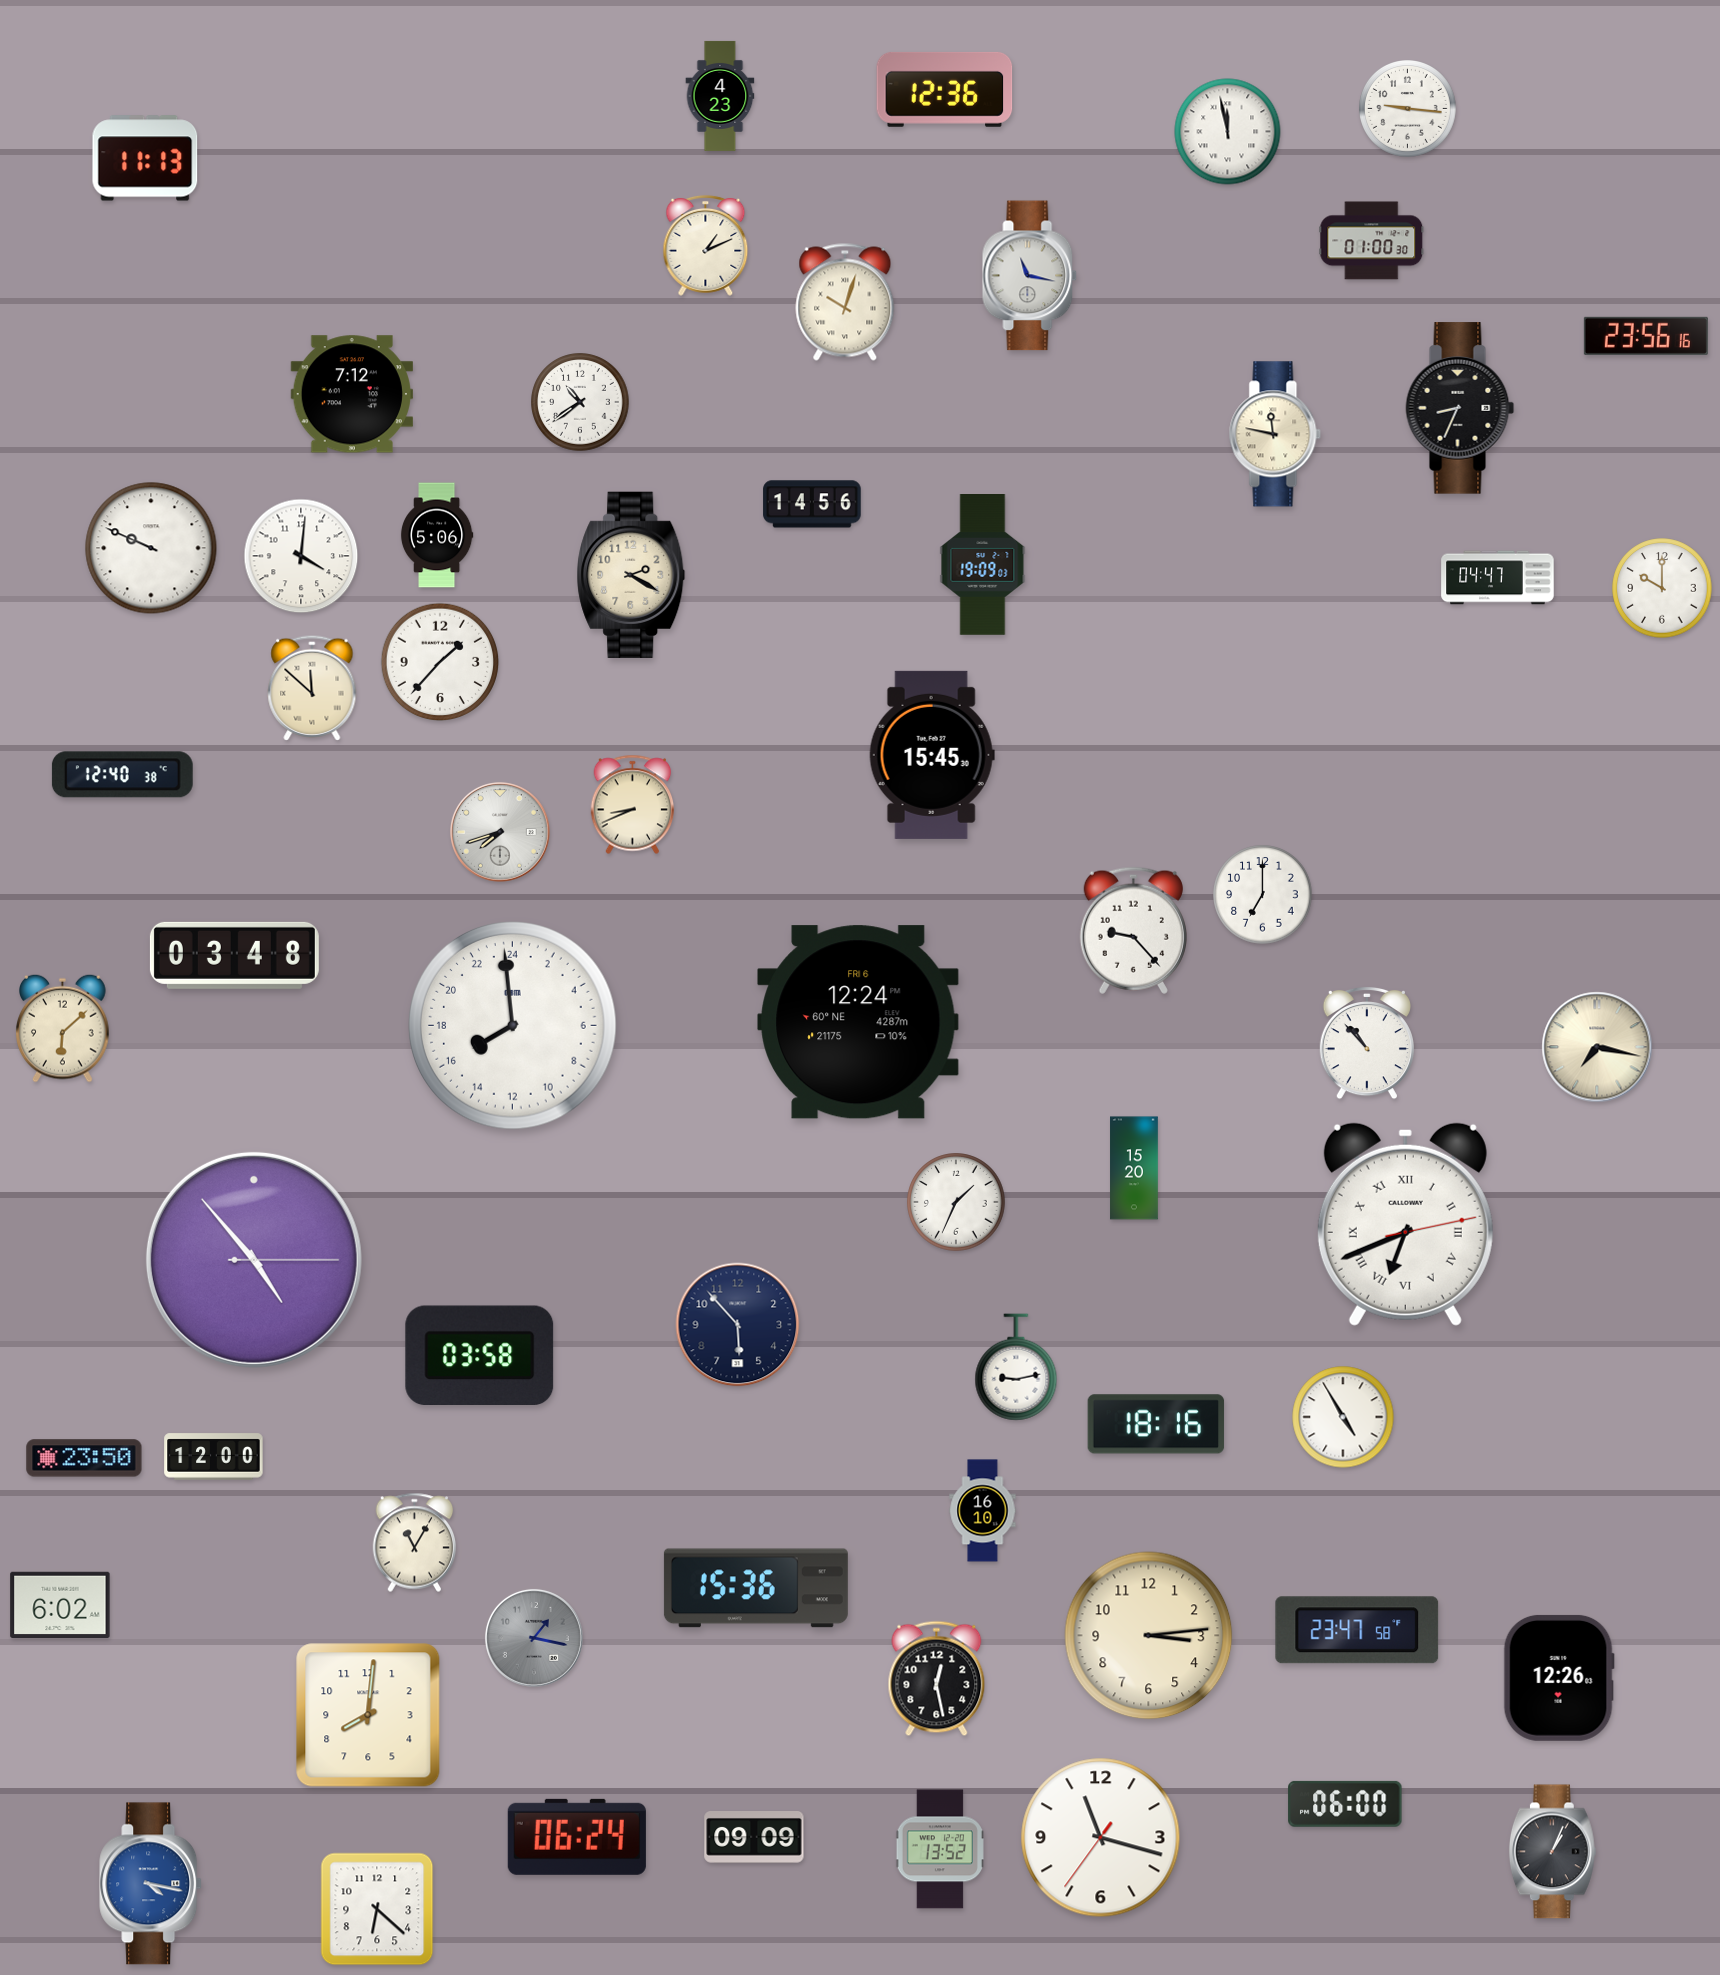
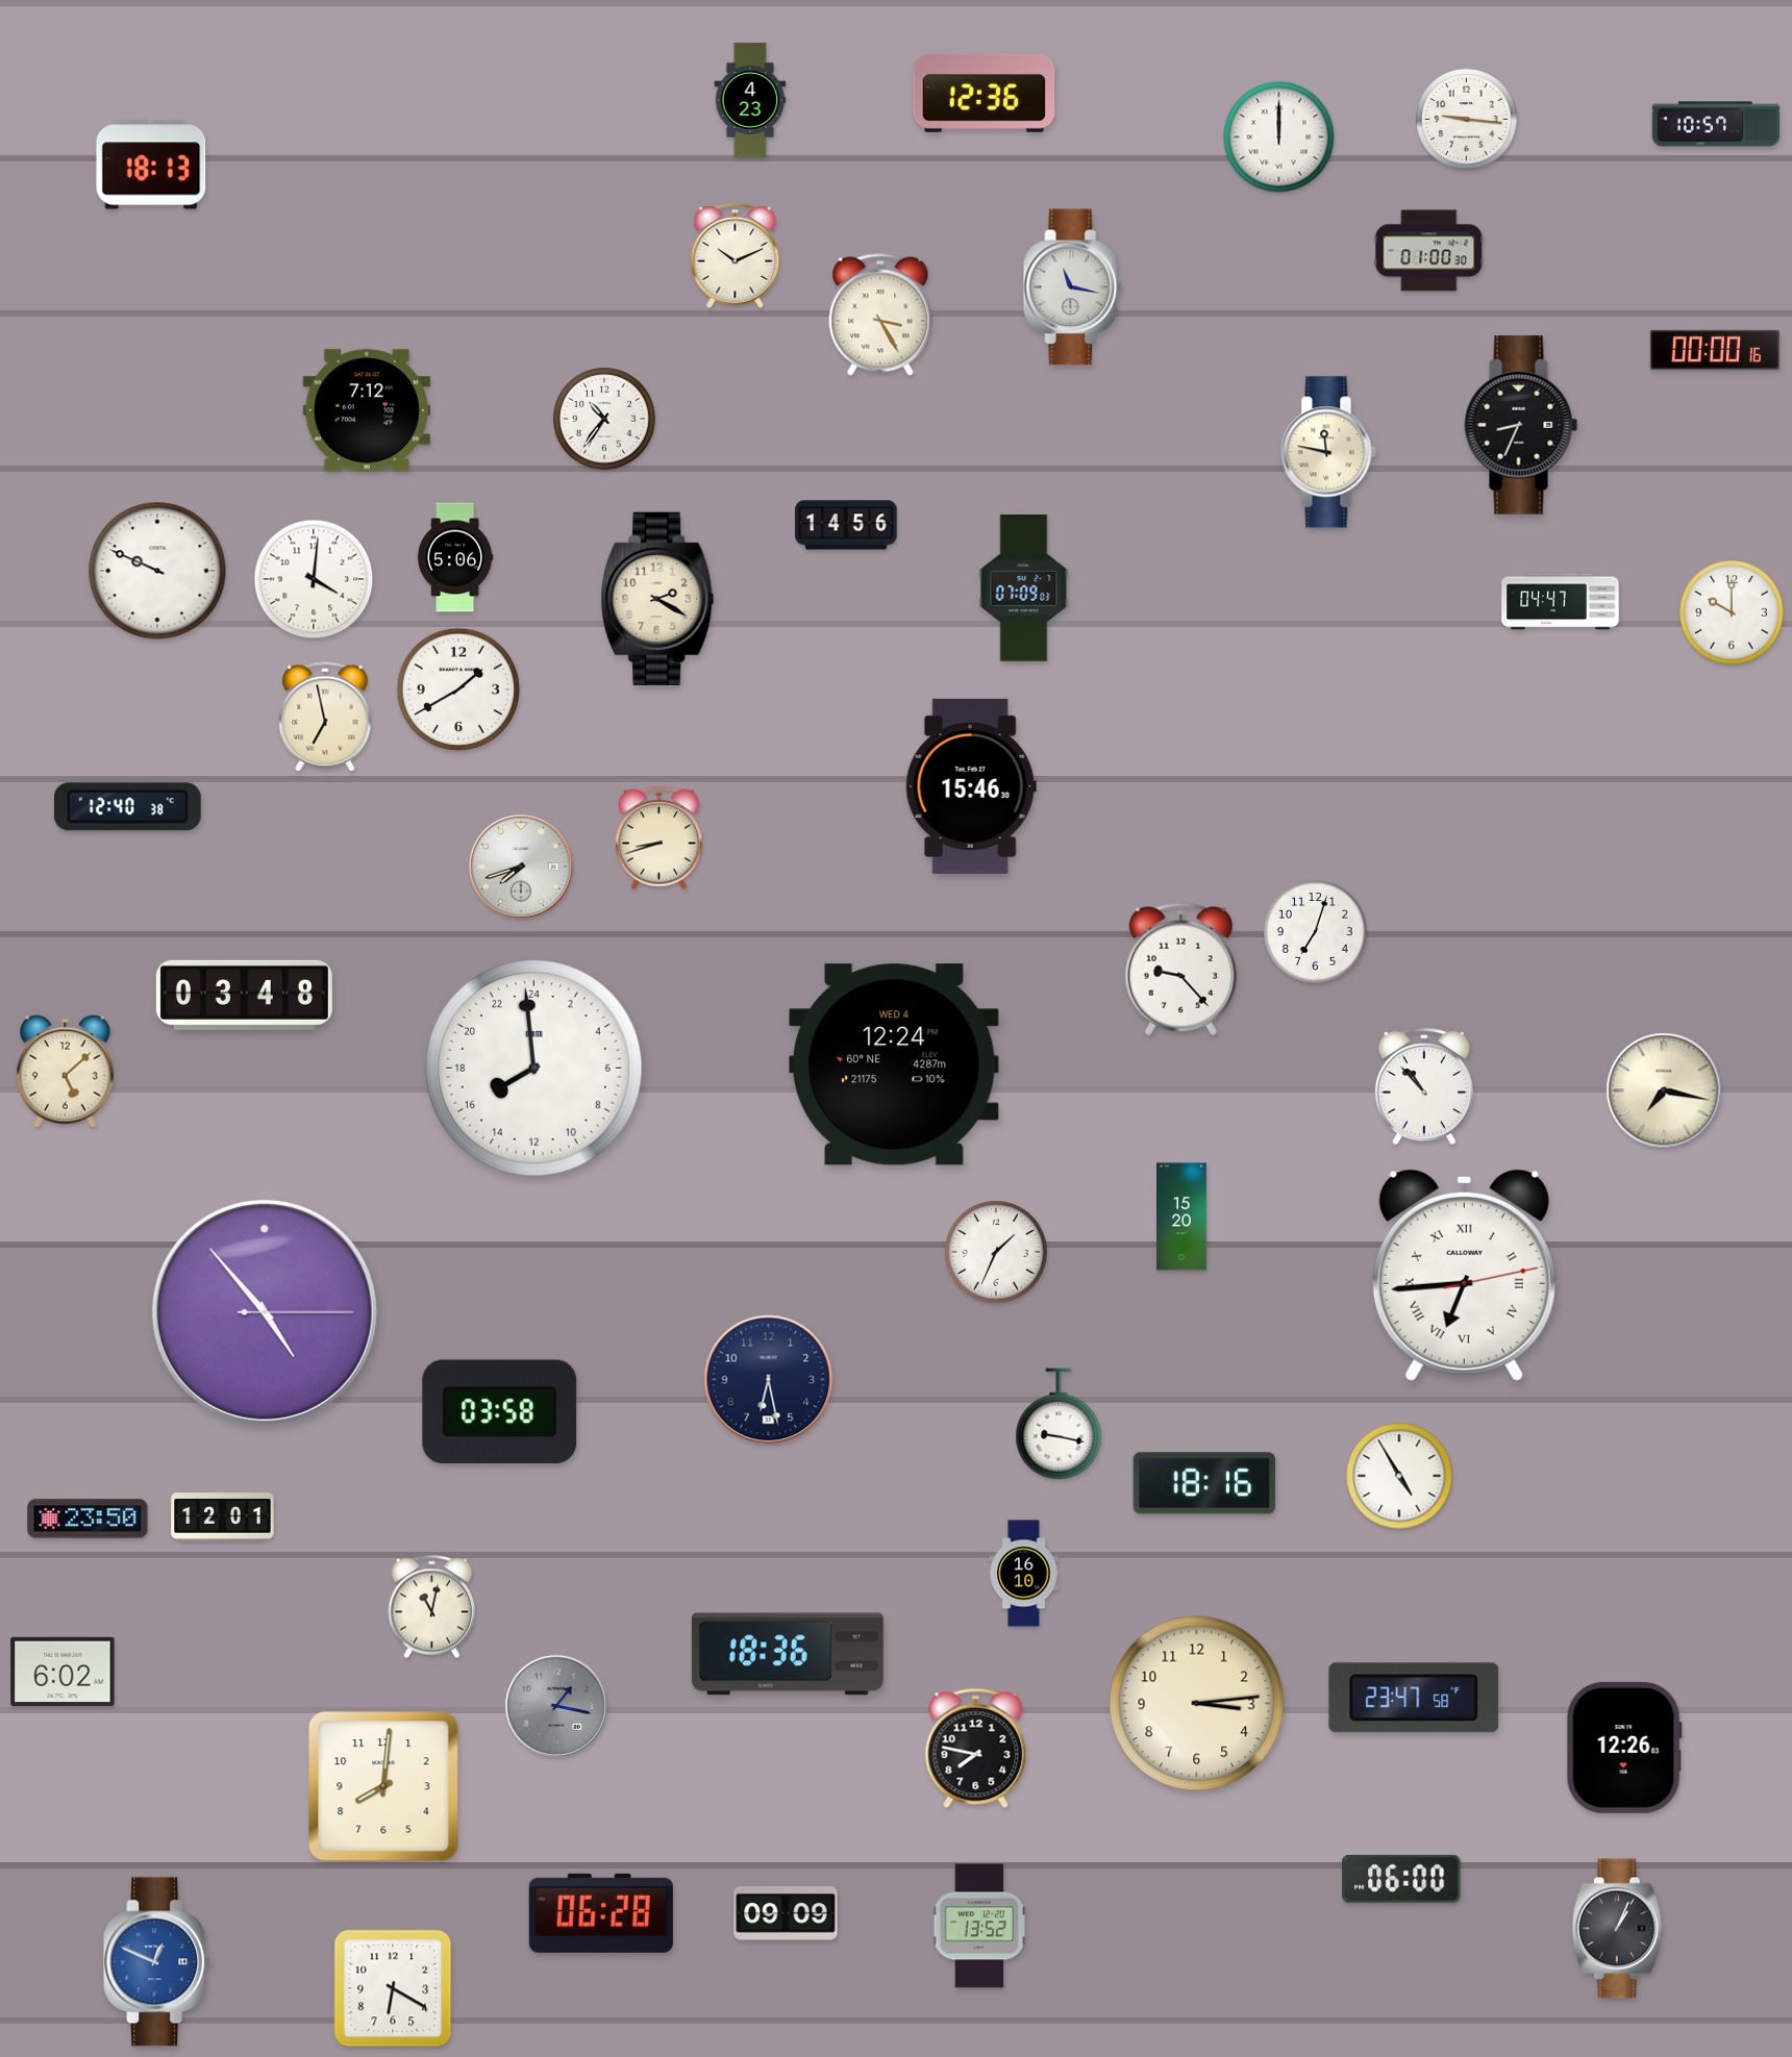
clock at (1408, 109) position: (1408, 109) -> (1467, 120)
clock at (1716, 124): none -> 10:57
clock at (1228, 132): 11:58 -> 12:00
clock at (145, 158): 11:13 -> 18:13
clock at (706, 245): 1:11 -> 10:11
clock at (845, 302): 10:03 -> 3:25
clock at (1646, 336): 23:56 -> 00:00
clock at (580, 402): 10:39 -> 10:36
clock at (983, 565): 19:09 -> 07:09
clock at (440, 662): 1:37 -> 1:40
clock at (312, 688): 11:52 -> 6:58
clock at (932, 755): 15:45 -> 15:46
clock at (633, 805): 8:41 -> 8:42
clock at (1263, 895): 7:00 -> 7:03
clock at (859, 1022) date: FRI 6 -> WED 4
clock at (63, 1028): 6:08 -> 5:08
clock at (1405, 1224): 6:41 -> 6:44
clock at (738, 1325): 5:53 -> 6:28
clock at (1016, 1367): 9:13 -> 9:17
clock at (214, 1457): 12:00 -> 12:01
clock at (415, 1543): 11:05 -> 11:02
clock at (756, 1588): 15:36 -> 18:36
clock at (937, 1679): 12:28 -> 7:47
clock at (577, 1837): 06:24 -> 06:28
clock at (1101, 1838): 11:17 -> none
clock at (151, 1884): 4:17 -> 12:49
clock at (377, 1909): 6:22 -> 6:20
